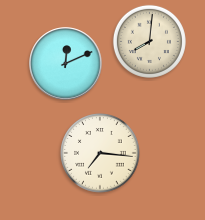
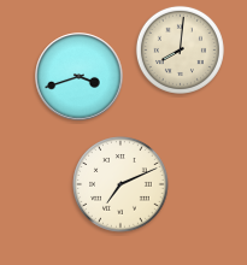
clock at (66, 64): 12:11 -> 3:42
clock at (100, 153): 7:16 -> 7:11
